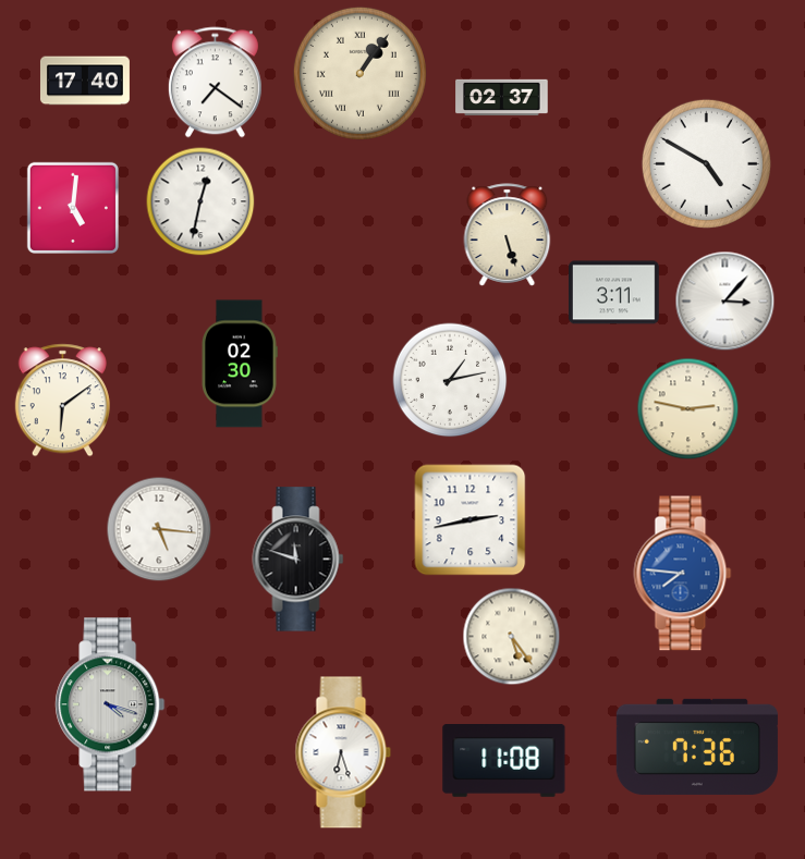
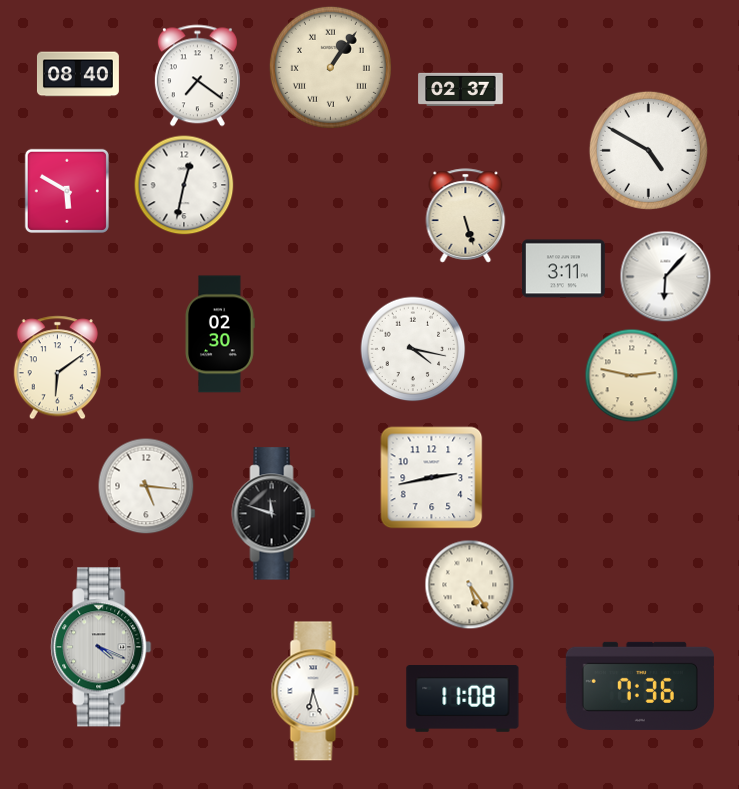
clock at (85, 81): 17:40 -> 08:40
clock at (73, 208): 5:01 -> 5:50
clock at (725, 302): 3:07 -> 6:07
clock at (450, 380): 1:13 -> 4:17
clock at (683, 574): 7:46 -> none
clock at (110, 704): 4:18 -> 4:19
